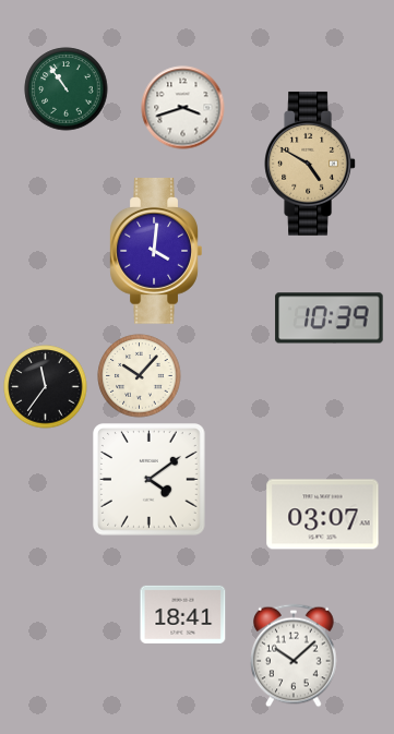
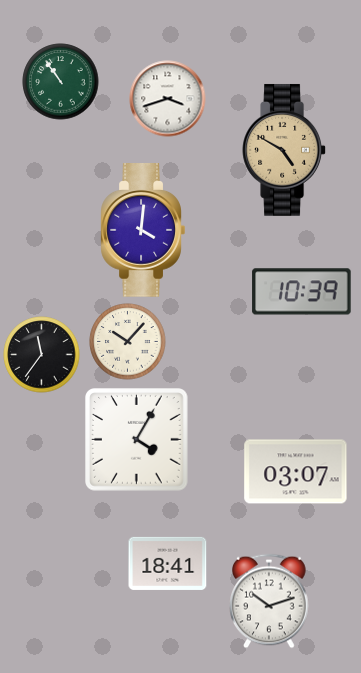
clock at (140, 376) position: (140, 376) -> (128, 342)
clock at (150, 480): 4:09 -> 4:05
clock at (294, 655): 10:08 -> 10:12
